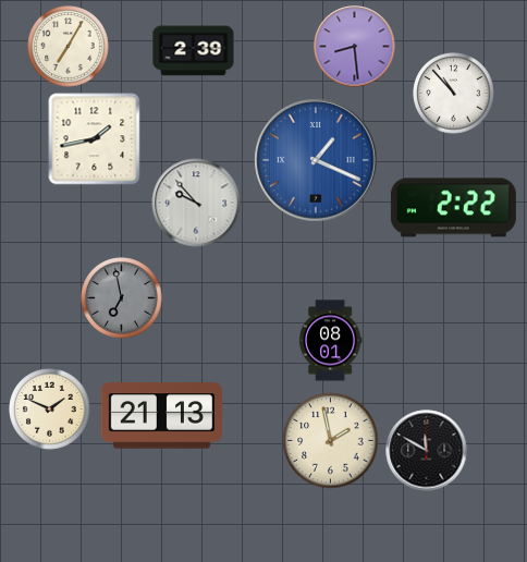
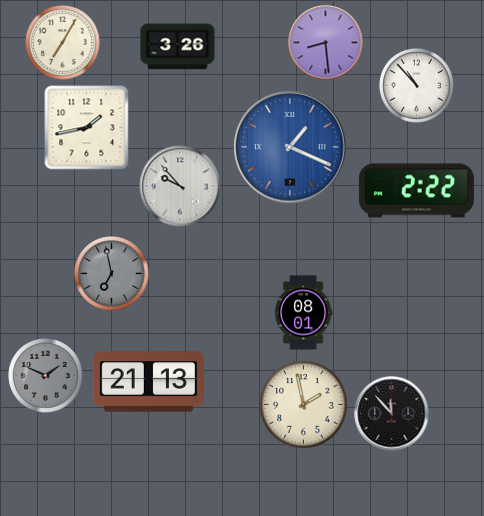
clock at (194, 51): 2:39 -> 3:26
clock at (50, 410) dial: cream -> grey
clock at (427, 451): 11:50 -> 11:53
